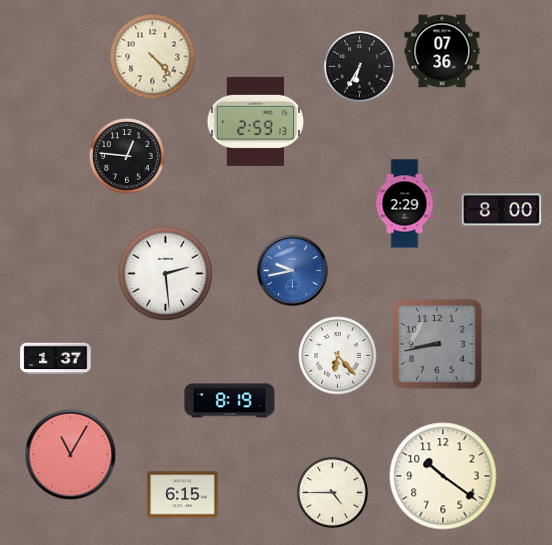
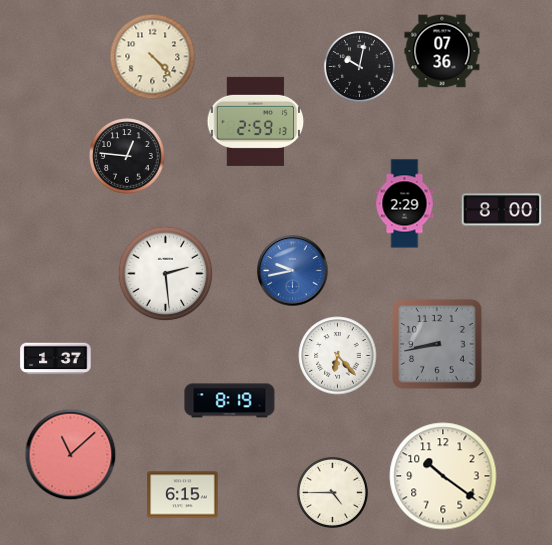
clock at (359, 66): 6:35 -> 10:02
clock at (71, 455): 11:05 -> 11:08
